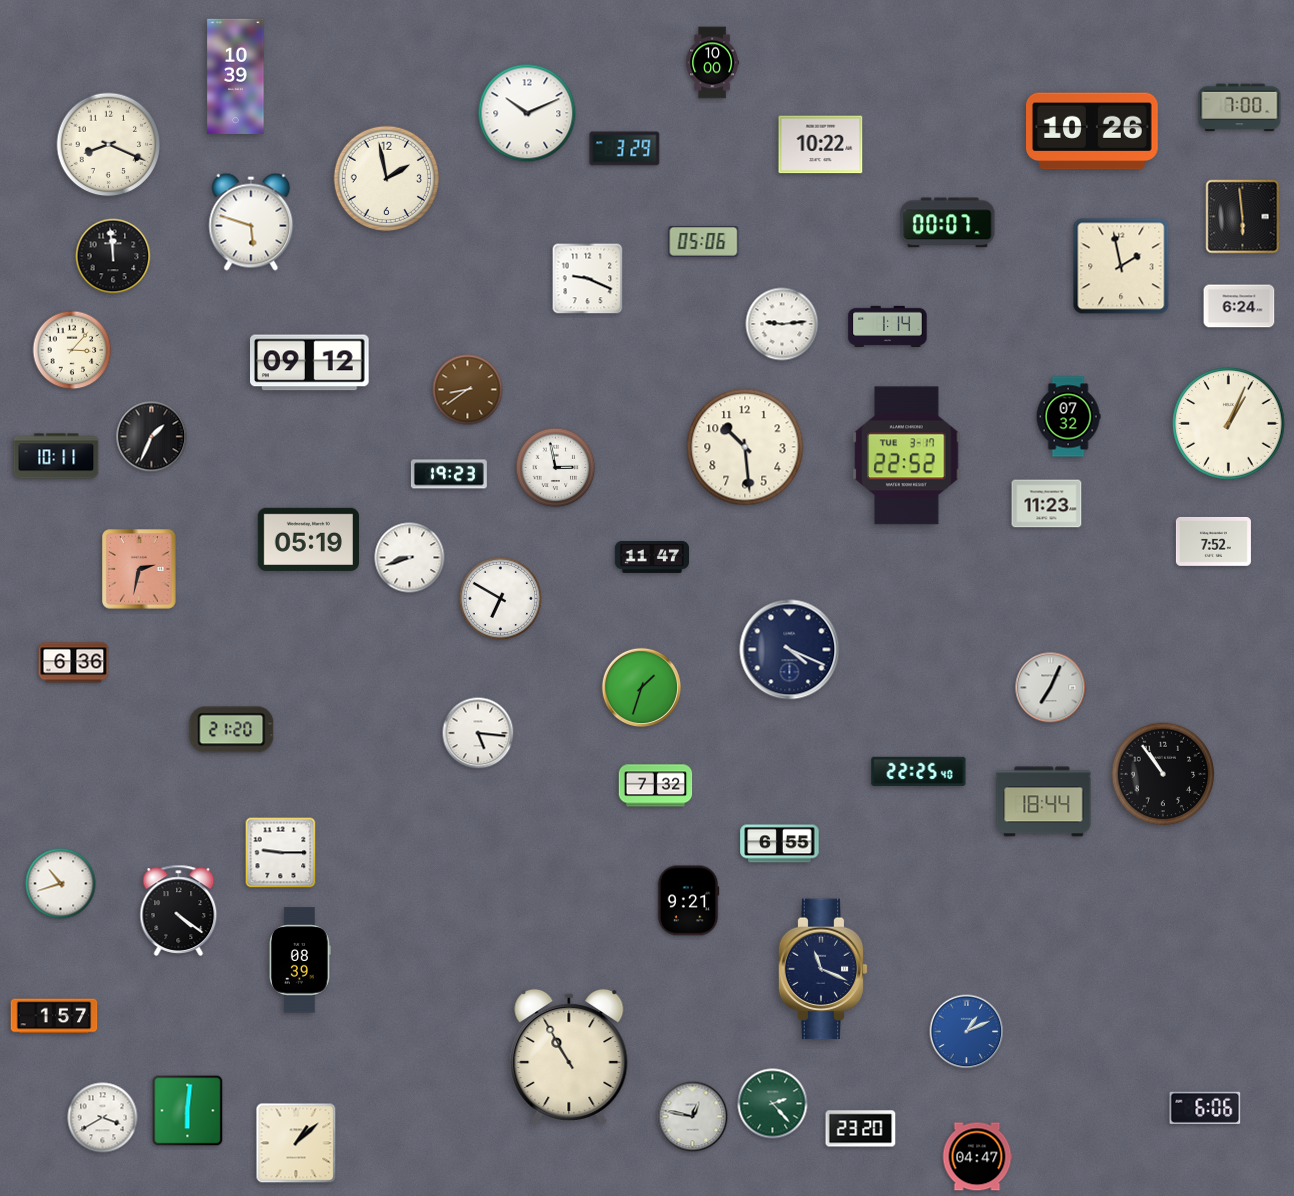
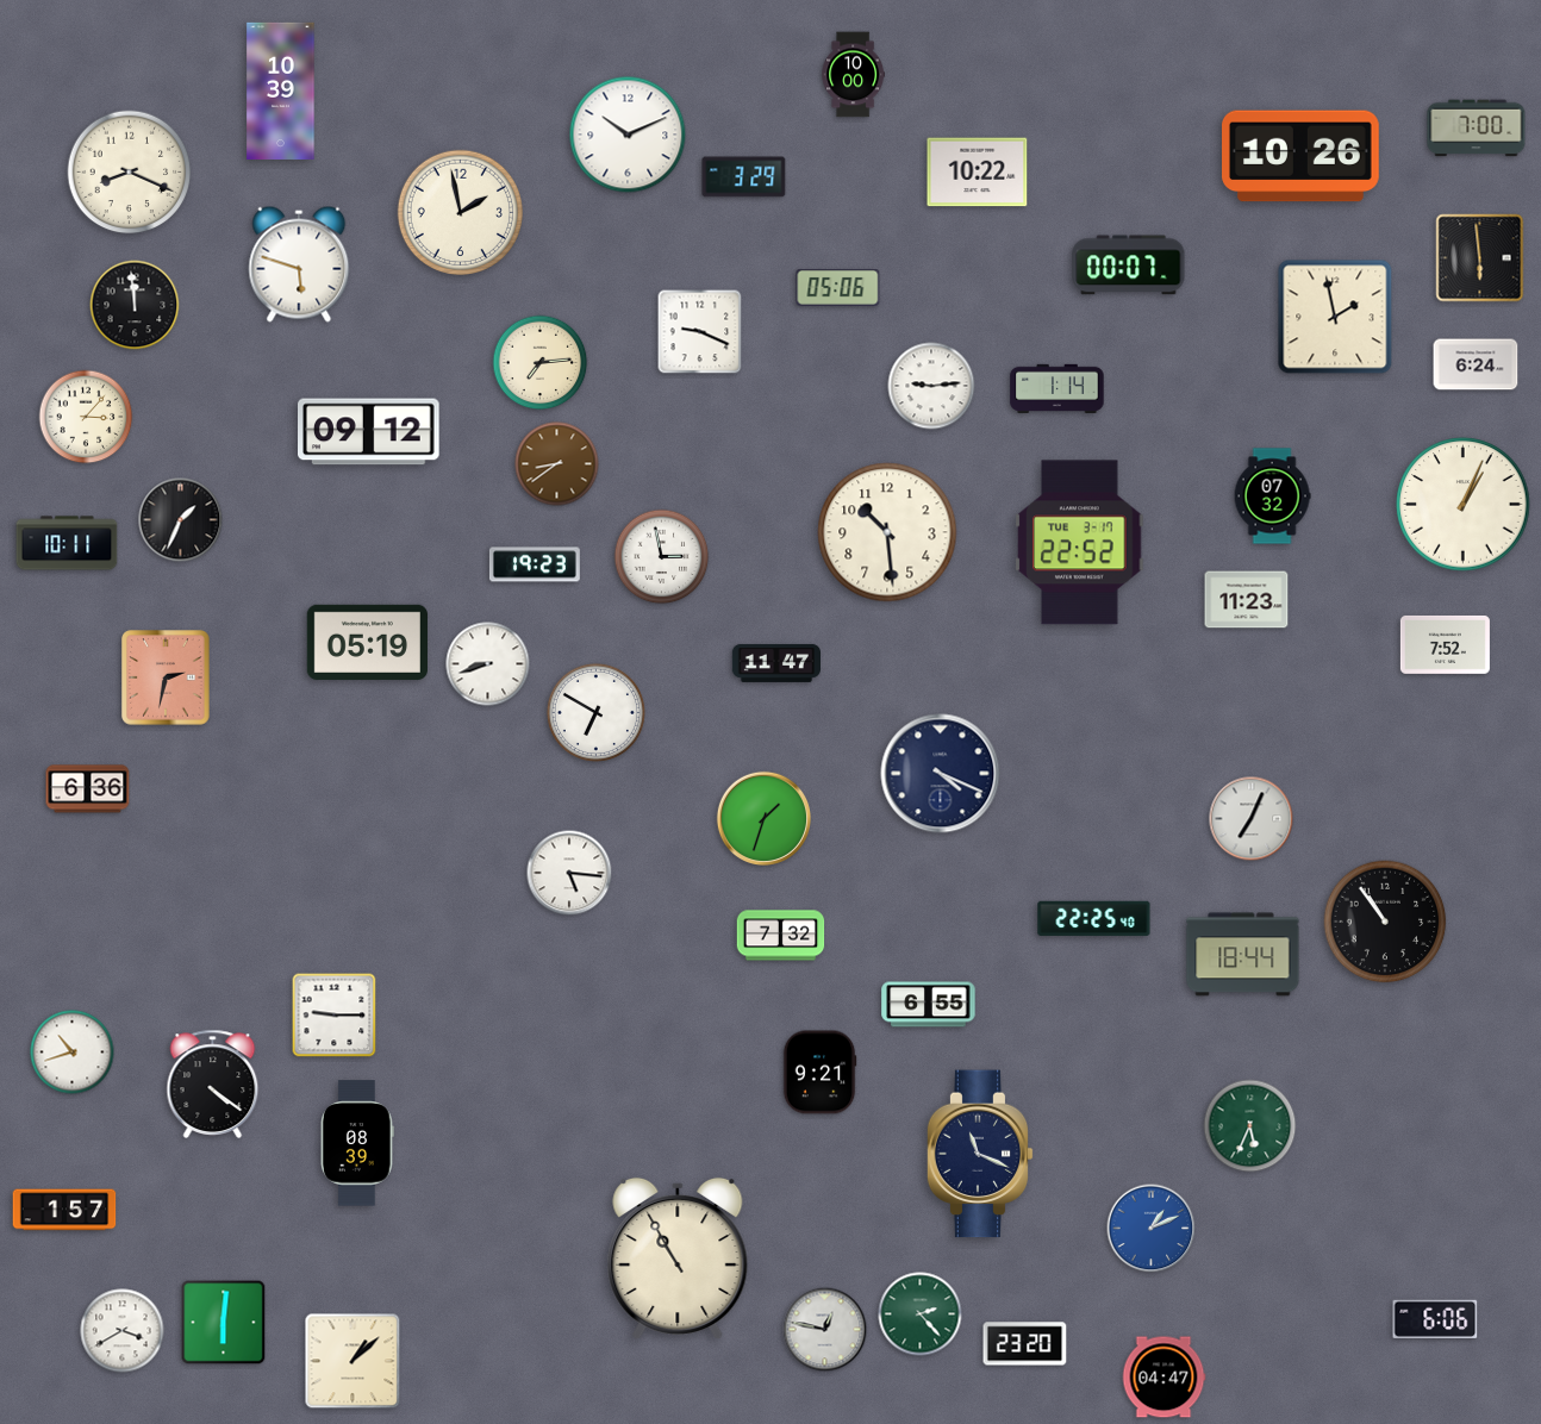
clock at (713, 63) position: (713, 63) -> (854, 75)
clock at (541, 363): none -> 7:14
clock at (232, 730): 21:20 -> none
clock at (1250, 1126): none -> 5:34
